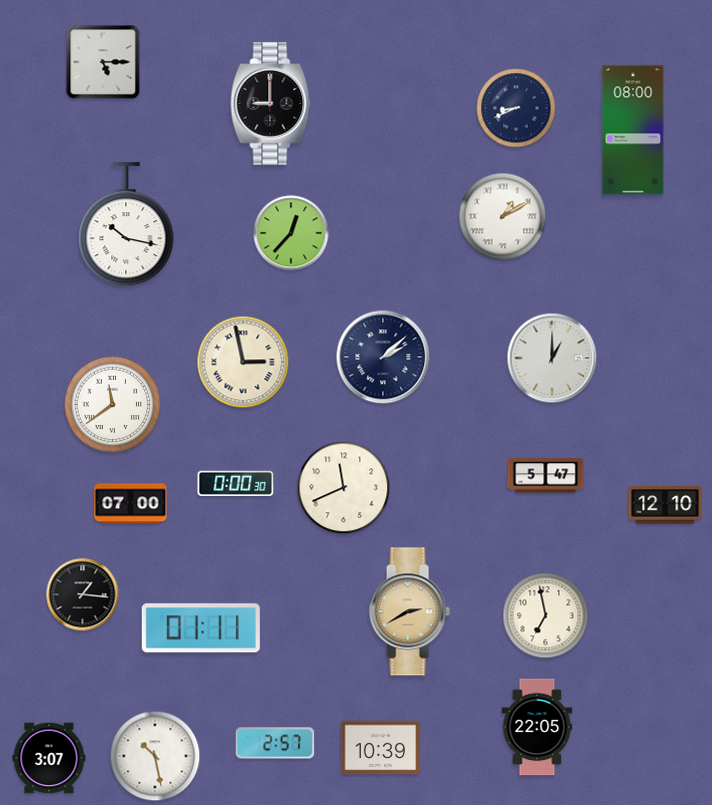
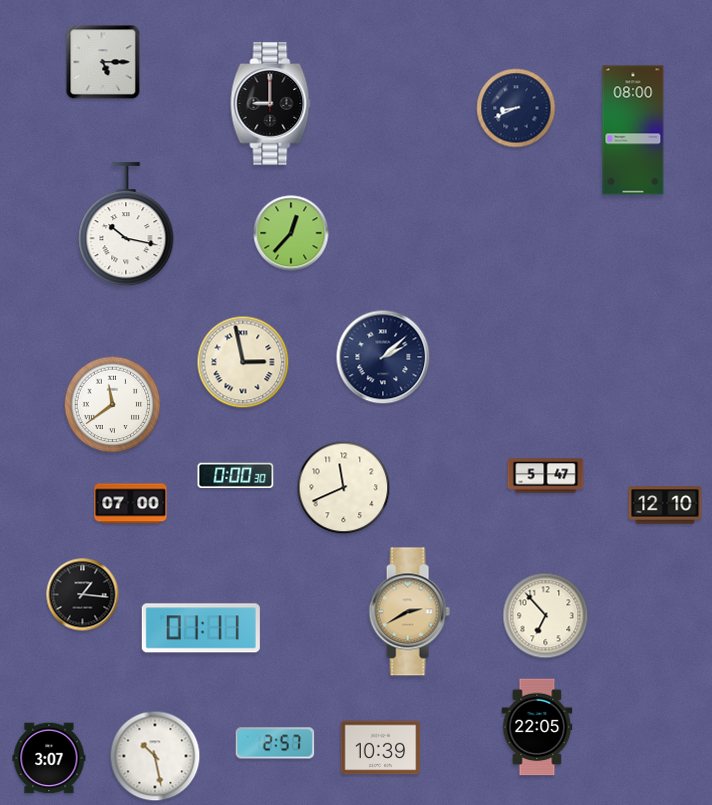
clock at (503, 217): 1:10 -> none
clock at (552, 358): 1:00 -> none
clock at (236, 483) position: (236, 483) -> (236, 475)
clock at (546, 616): 6:58 -> 6:53
